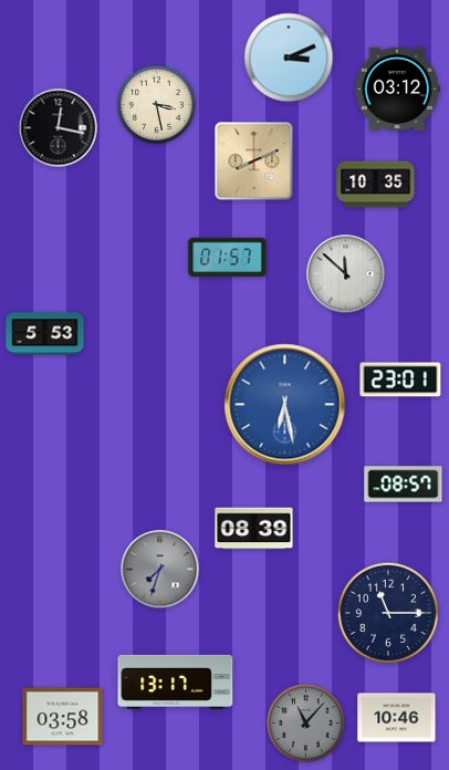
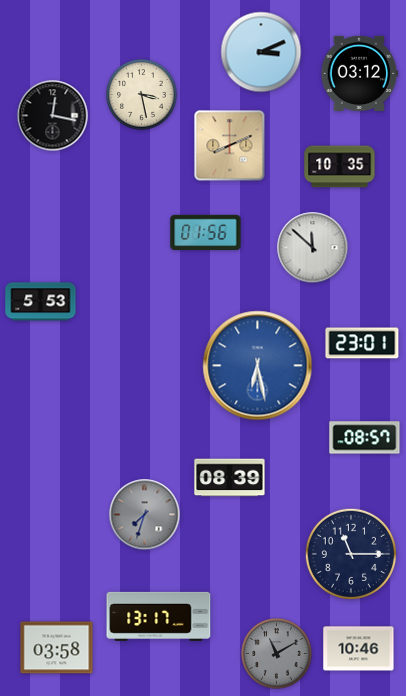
clock at (397, 89) position: (397, 89) -> (359, 73)
clock at (228, 257): 01:57 -> 01:56
clock at (306, 724): 11:07 -> 11:10
